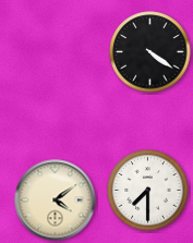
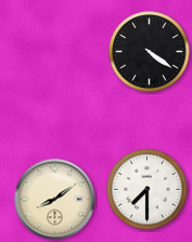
clock at (56, 201): 4:09 -> 8:09
